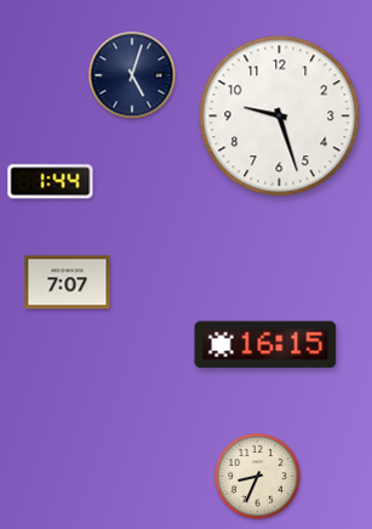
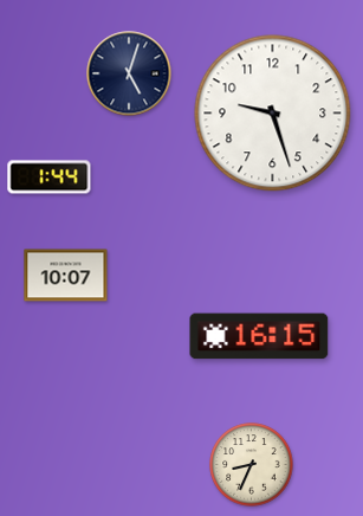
clock at (68, 283): 7:07 -> 10:07
